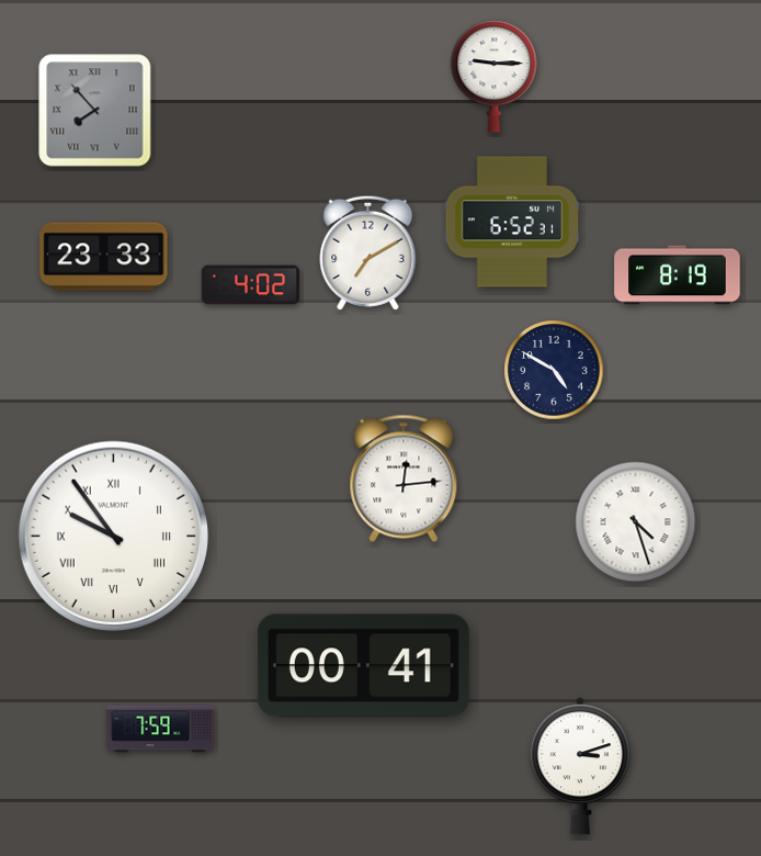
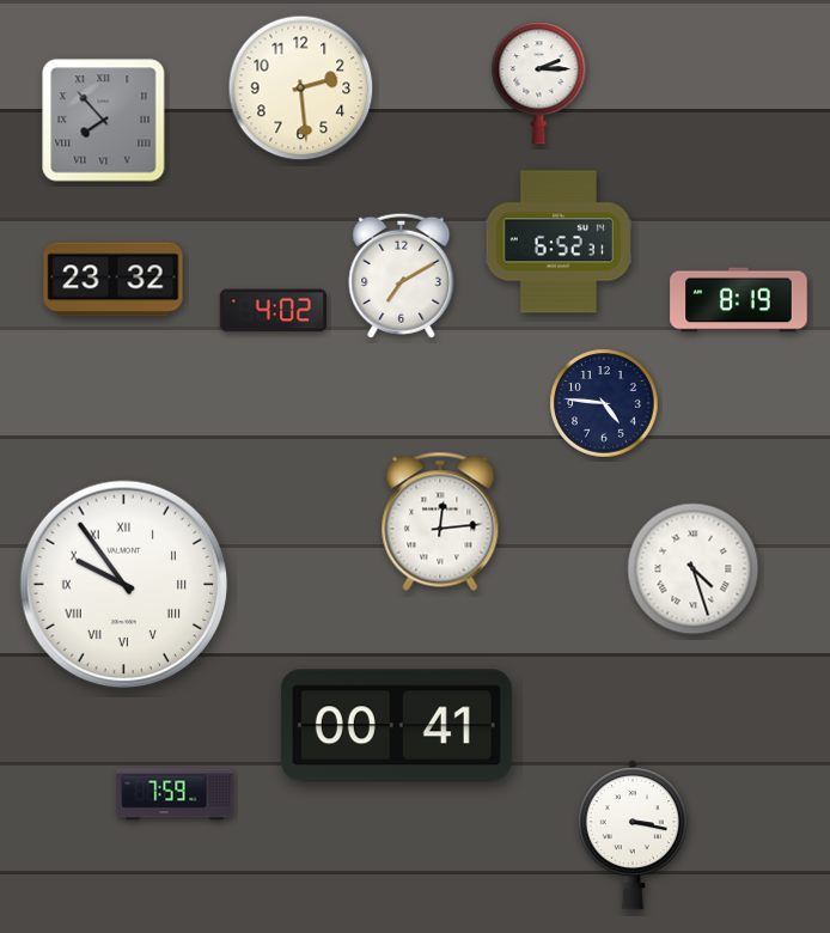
clock at (495, 77): 9:15 -> 2:15
clock at (301, 89): none -> 2:29
clock at (104, 257): 23:33 -> 23:32
clock at (554, 370): 4:50 -> 4:46
clock at (580, 766): 3:12 -> 3:17
